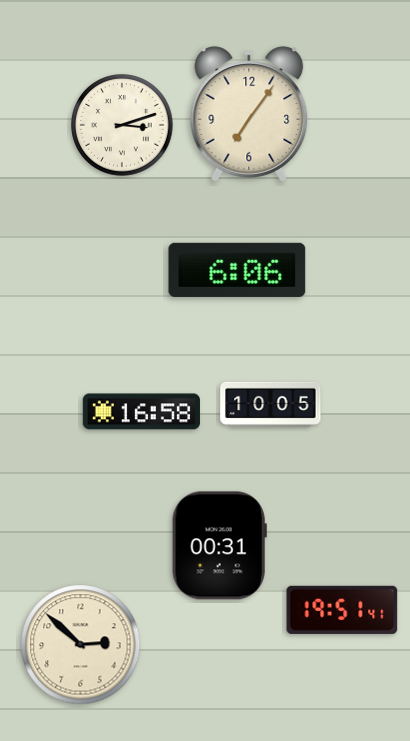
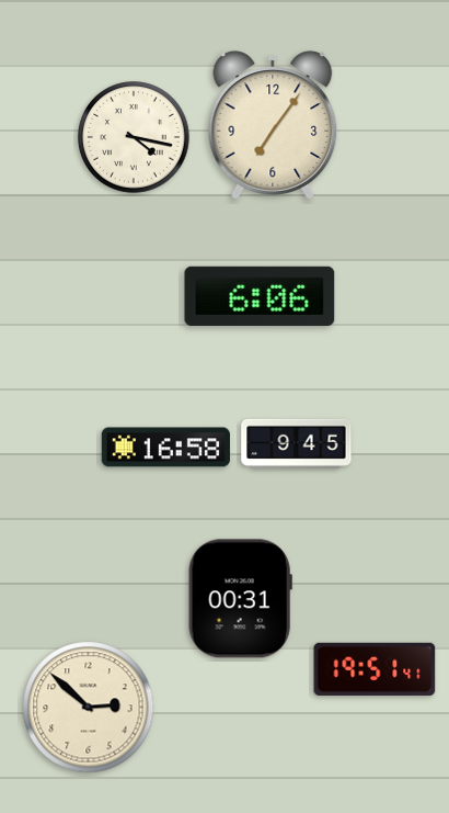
clock at (122, 125): 3:12 -> 4:17
clock at (271, 404): 10:05 -> 9:45
clock at (141, 412) position: (141, 412) -> (165, 448)
